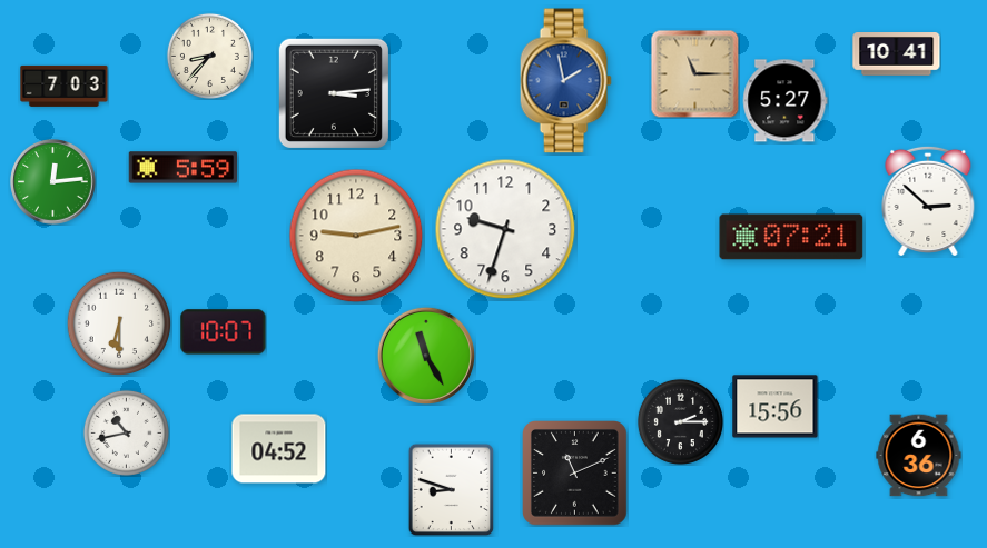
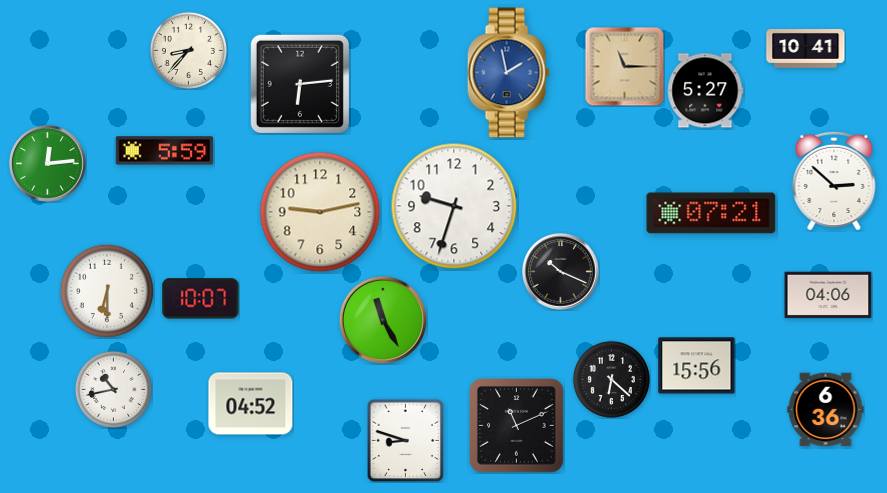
clock at (65, 86): 7:03 -> none
clock at (334, 93): 3:14 -> 6:14
clock at (561, 272): none -> 10:19
clock at (828, 295): none -> 04:06
clock at (680, 421): 2:15 -> 6:22
